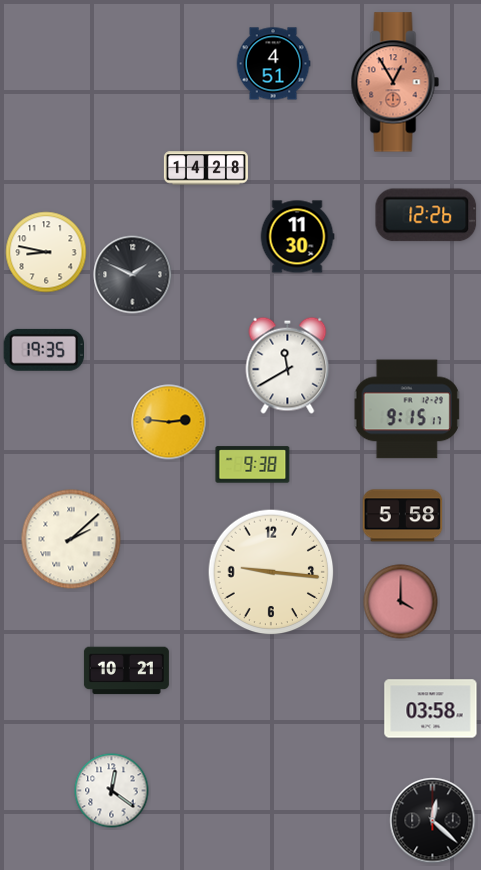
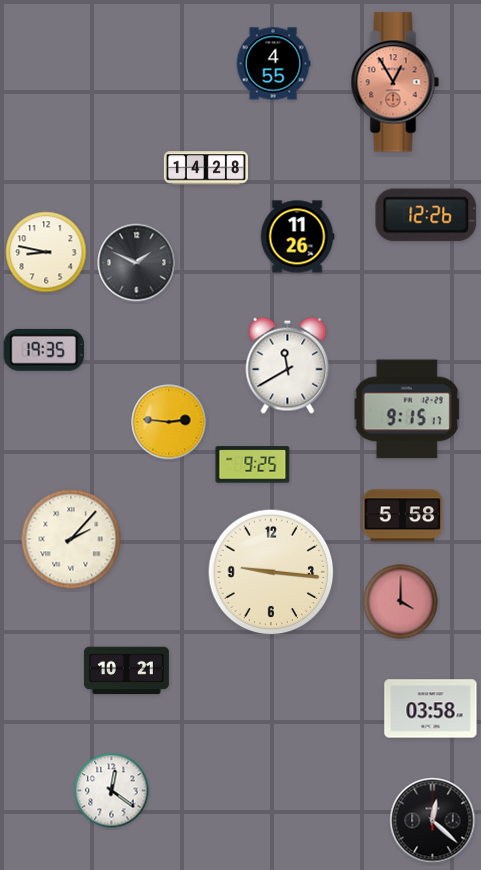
clock at (273, 64): 4:51 -> 4:55
clock at (297, 237): 11:30 -> 11:26
clock at (133, 275) position: (133, 275) -> (137, 263)
clock at (253, 465): 9:38 -> 9:25
clock at (71, 539): 2:08 -> 2:07
